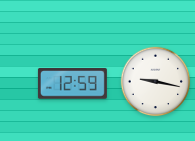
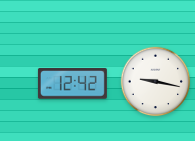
clock at (72, 84): 12:59 -> 12:42
